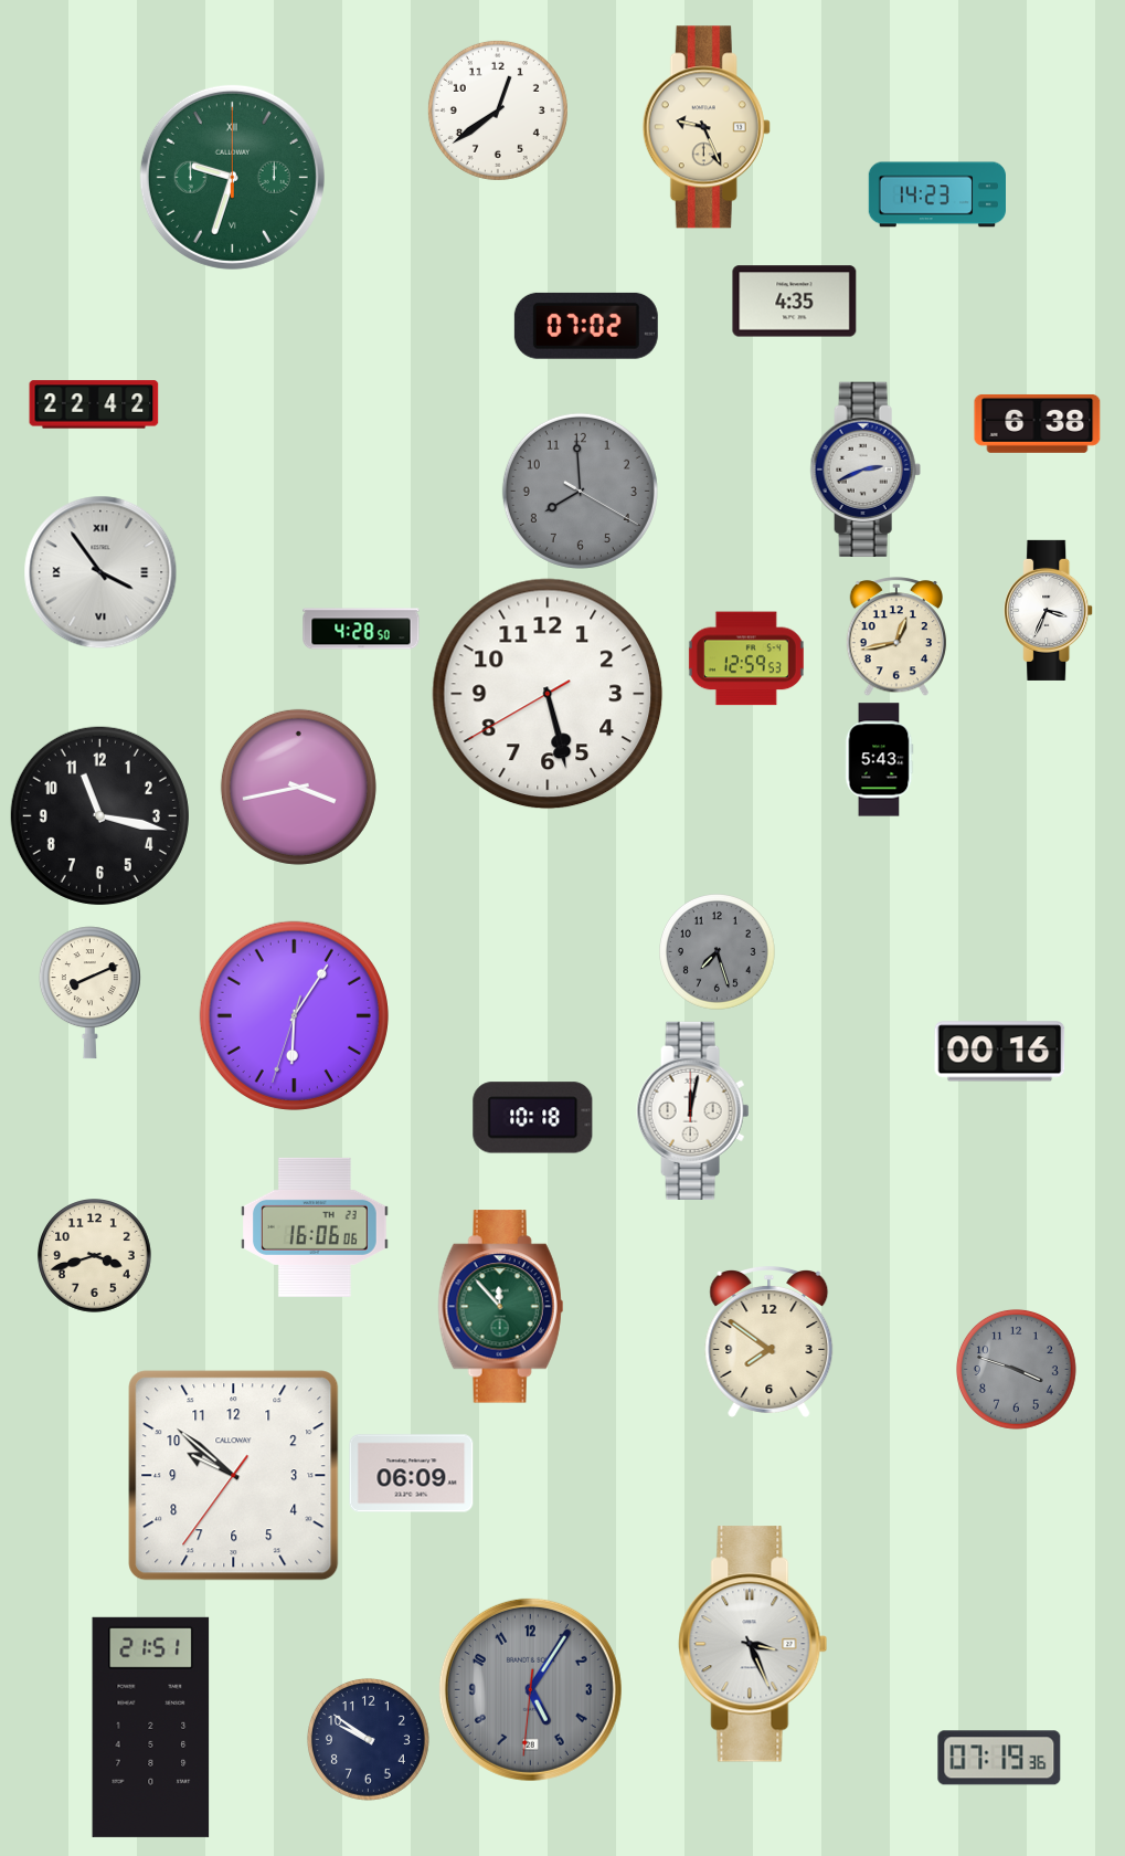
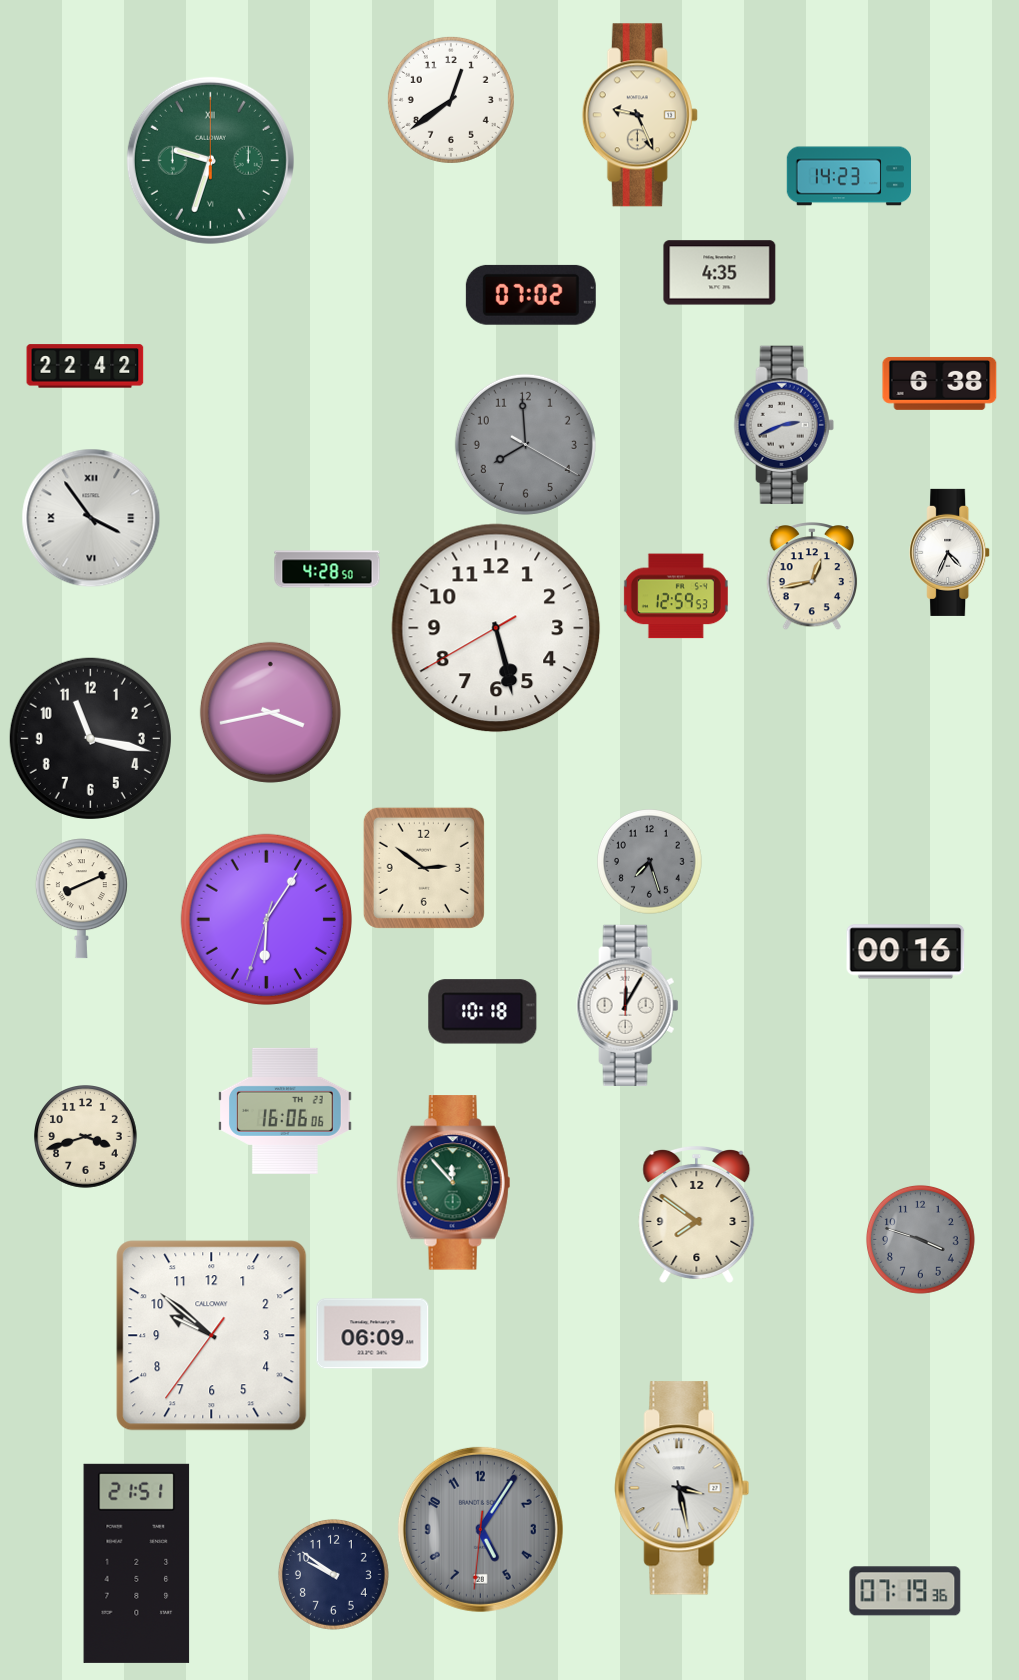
clock at (1049, 610): 3:34 -> 4:34
clock at (879, 760): 5:43 -> none
clock at (424, 868): none -> 2:51
clock at (693, 1110): 12:02 -> 12:05
clock at (753, 1644): 3:26 -> 3:28
